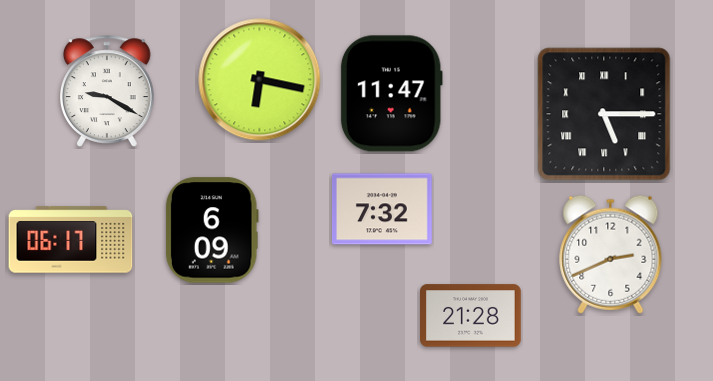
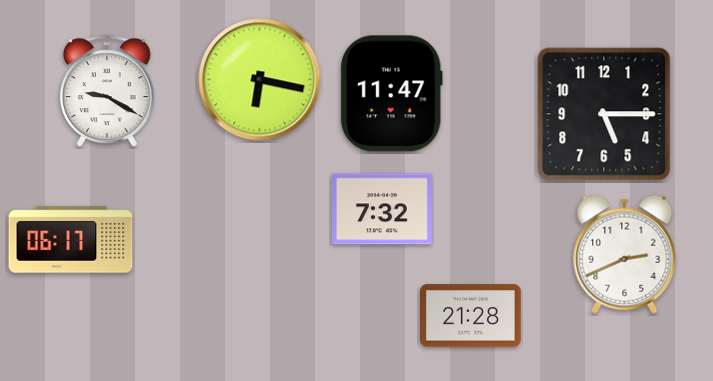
clock at (604, 114) numerals: Roman -> Arabic
clock at (212, 230): 6:09 -> none
clock at (611, 254) position: (611, 254) -> (625, 254)
